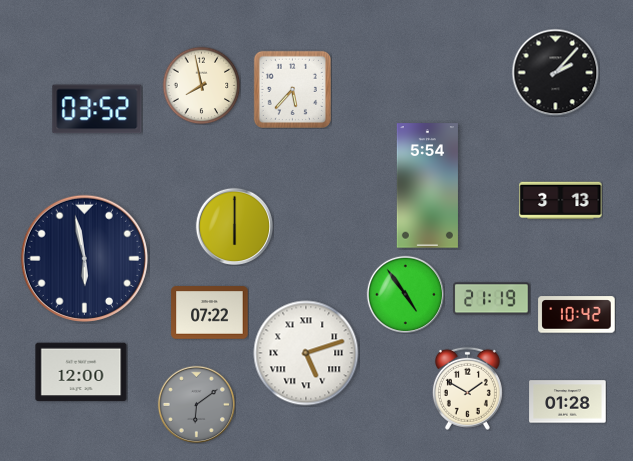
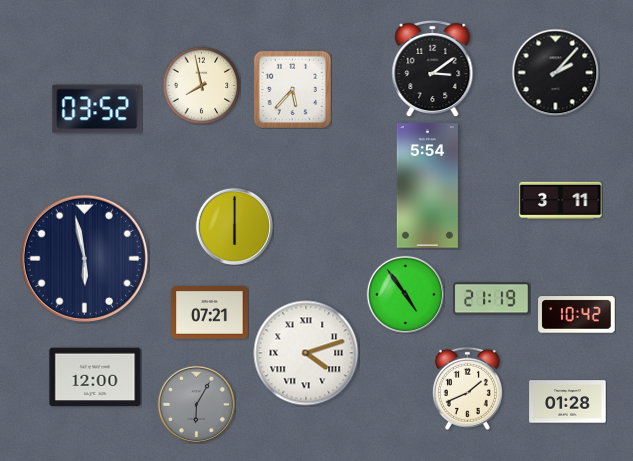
clock at (433, 68): none -> 3:09
clock at (561, 201): 3:13 -> 3:11
clock at (210, 313): 07:22 -> 07:21
clock at (306, 353): 5:12 -> 4:12
clock at (81, 372) position: (81, 372) -> (95, 377)
clock at (467, 388): 1:50 -> 1:41
clock at (196, 404): 6:09 -> 6:05
